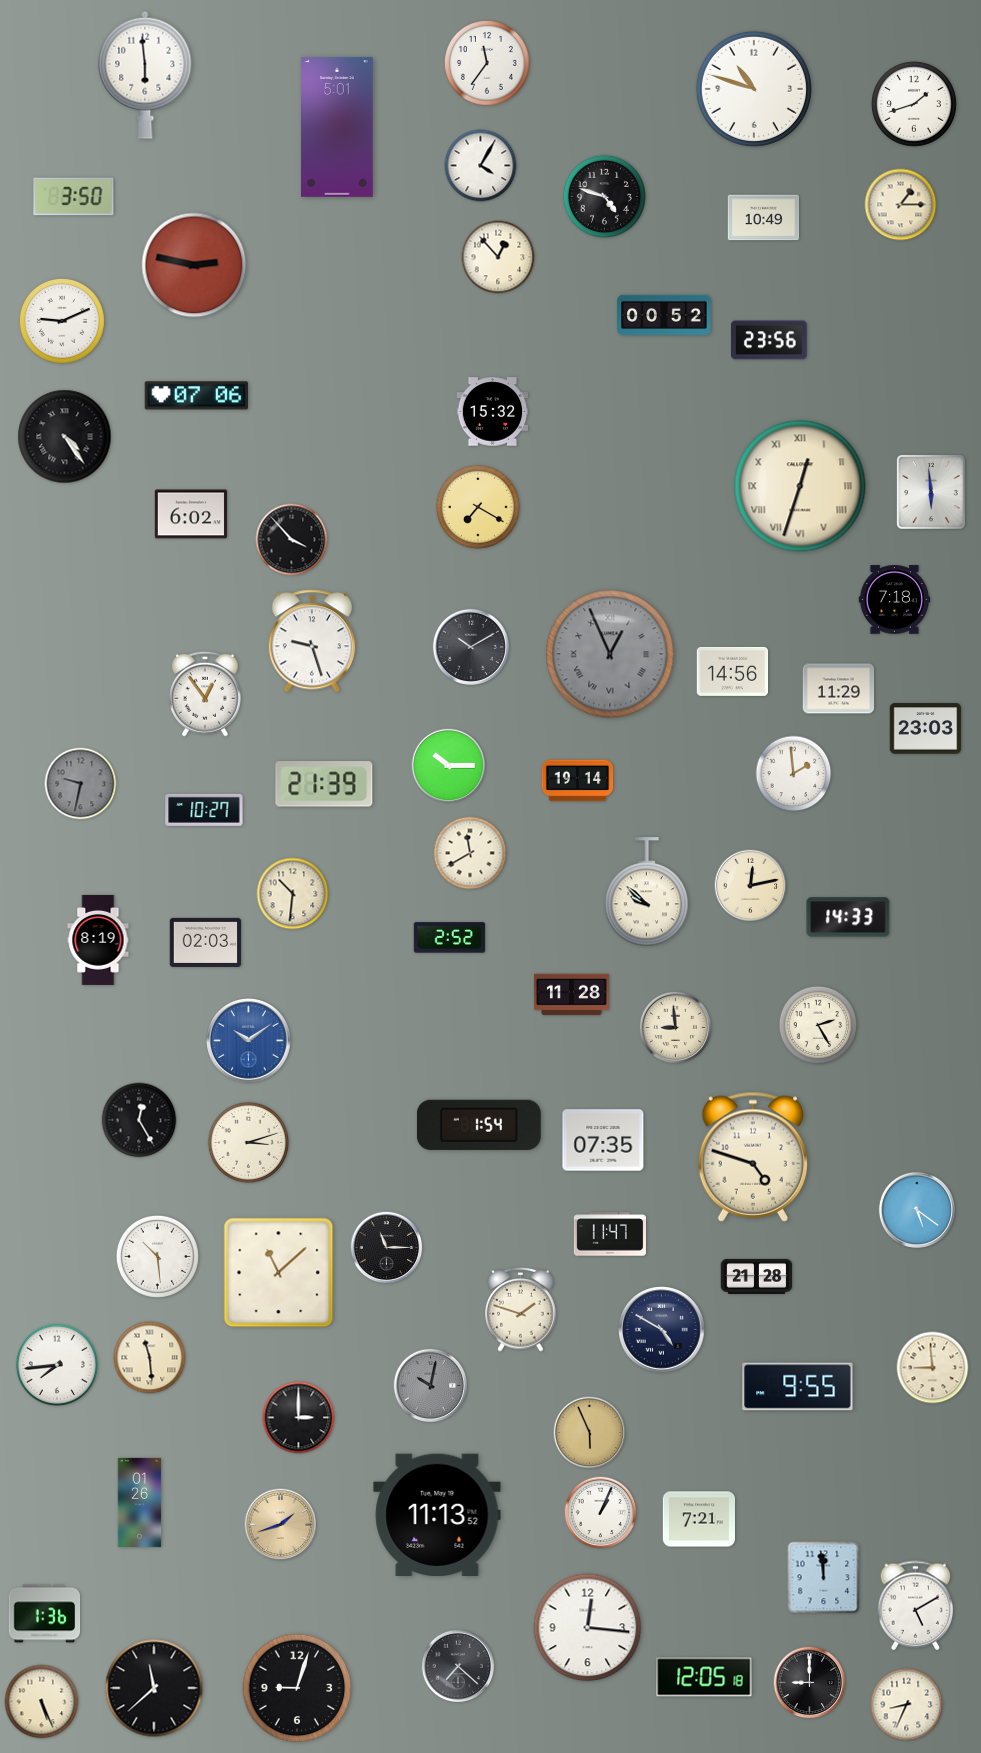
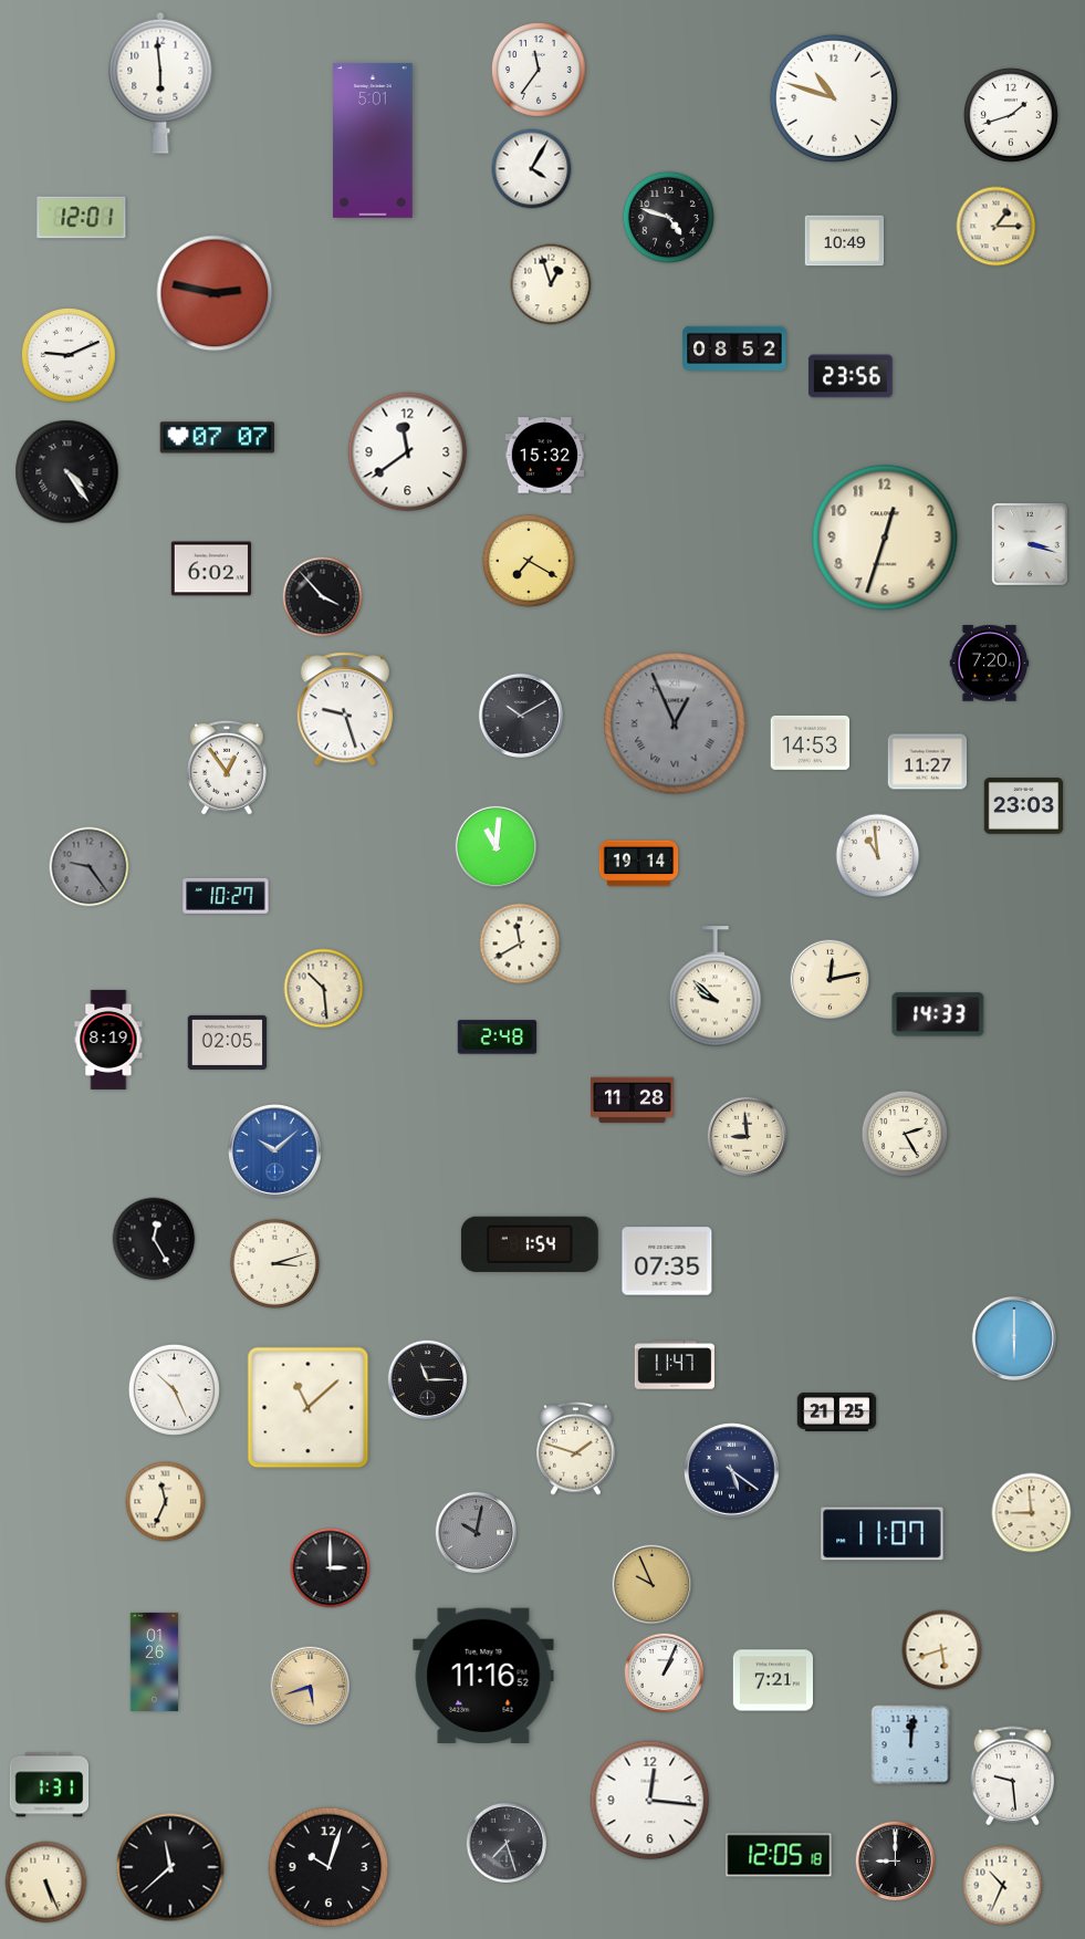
clock at (481, 166) position: (481, 166) -> (532, 169)
clock at (74, 197): 3:50 -> 12:01
clock at (498, 257): 12:53 -> 12:57
clock at (664, 315): 00:52 -> 08:52
clock at (197, 396): 07:06 -> 07:07
clock at (408, 452): none -> 11:39
clock at (65, 437) position: (65, 437) -> (67, 472)
clock at (800, 486) numerals: Roman -> Arabic
clock at (931, 492): 5:59 -> 3:18
clock at (895, 600): 7:18 -> 7:20
clock at (733, 671): 14:56 -> 14:53
clock at (839, 689): 11:29 -> 11:27
clock at (449, 766): 10:15 -> 11:01
clock at (794, 774): 1:59 -> 10:59
clock at (81, 784): 9:32 -> 9:24
clock at (324, 784): 21:39 -> none
clock at (293, 894): 10:31 -> 10:29
clock at (450, 938): 2:52 -> 2:48
clock at (206, 942): 02:03 -> 02:05
clock at (249, 1041): 10:09 -> 10:08
clock at (752, 1157): 4:48 -> none
clock at (917, 1210): 5:21 -> 6:00
clock at (157, 1256): 10:29 -> 10:26
clock at (757, 1276): 21:28 -> 21:25
clock at (662, 1330): 4:50 -> 5:21
clock at (150, 1358): 11:29 -> 11:34
clock at (57, 1365): 7:44 -> none
clock at (798, 1387): 9:55 -> 11:07
clock at (590, 1433): 5:56 -> 9:56
clock at (942, 1650): none -> 5:42
clock at (437, 1514): 11:13 -> 11:16
clock at (281, 1525): 1:42 -> 5:42
clock at (824, 1578): 11:59 -> 12:01
clock at (916, 1606): 5:10 -> 9:29
clock at (45, 1614): 1:36 -> 1:31
clock at (458, 1666): 7:22 -> 7:27
clock at (297, 1688): 9:03 -> 10:03
clock at (907, 1705): 8:34 -> 10:34
